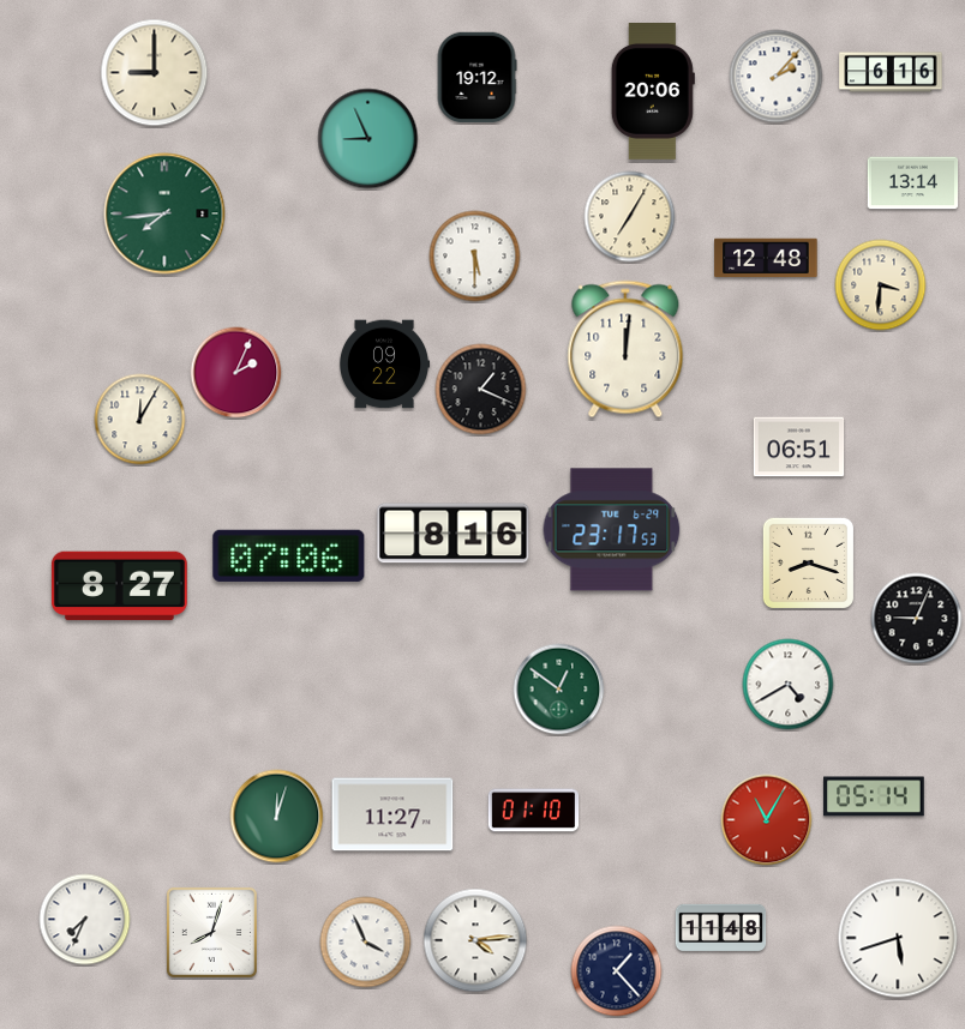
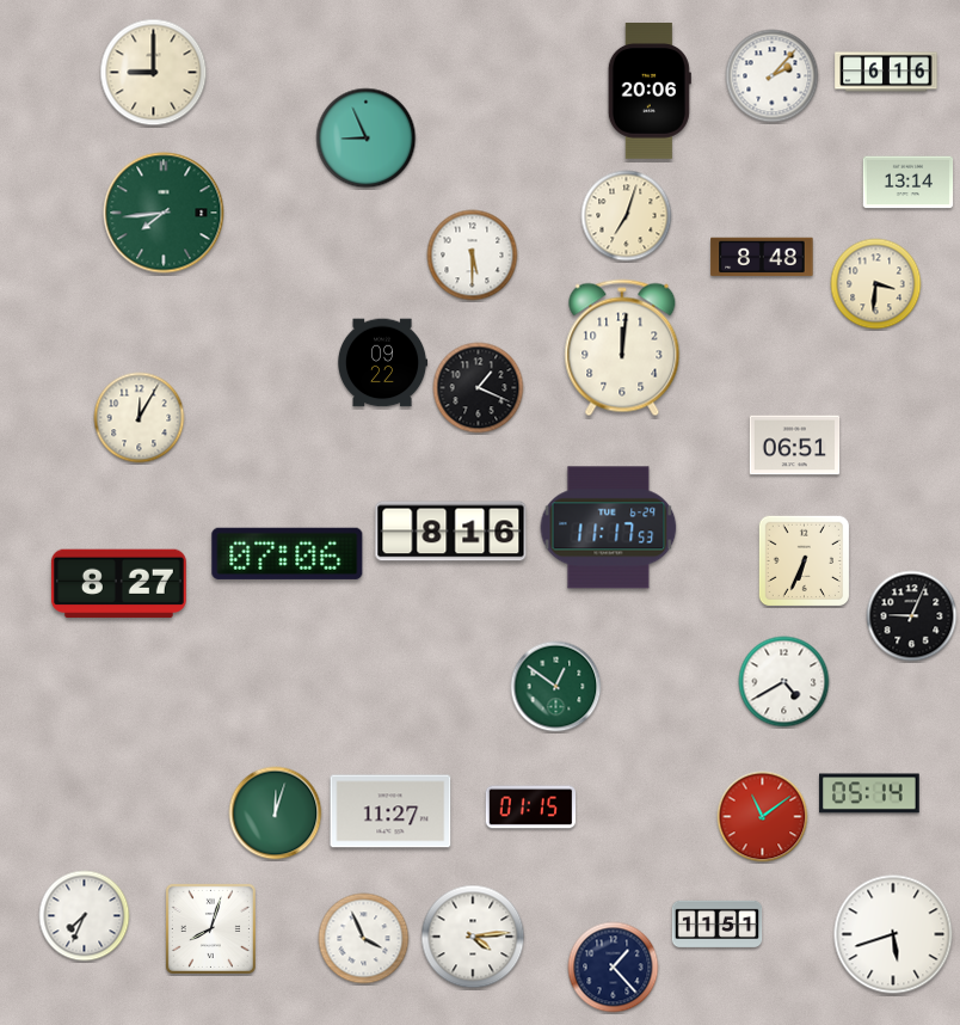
clock at (476, 78): 19:12 -> none
clock at (630, 217): 7:05 -> 7:03
clock at (766, 258): 12:48 -> 8:48
clock at (236, 373): 2:04 -> none
clock at (612, 530): 23:17 -> 11:17
clock at (808, 562): 8:18 -> 6:34
clock at (534, 811): 01:10 -> 01:15
clock at (767, 820): 11:05 -> 11:09
clock at (721, 927): 11:48 -> 11:51
